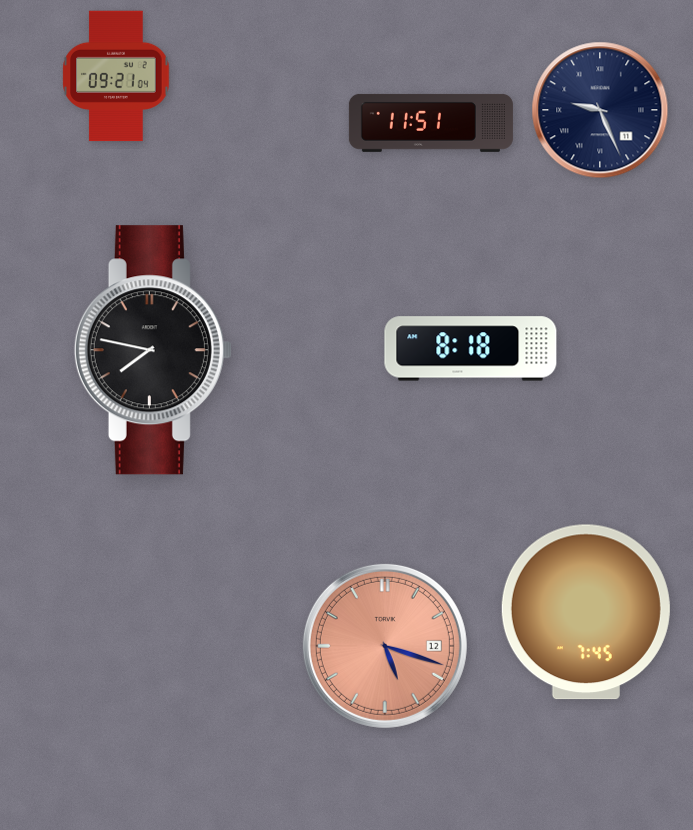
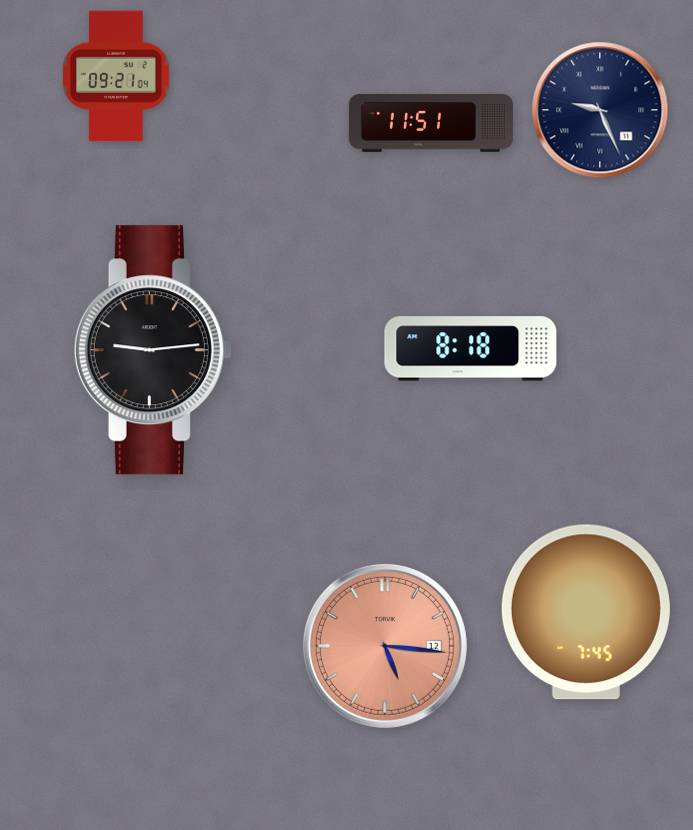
clock at (153, 350): 7:47 -> 9:14
clock at (385, 646): 5:18 -> 5:16
